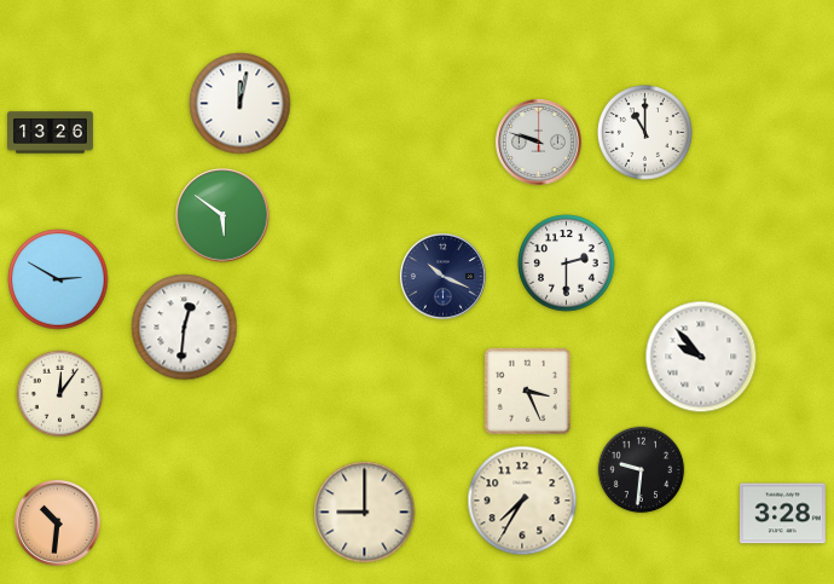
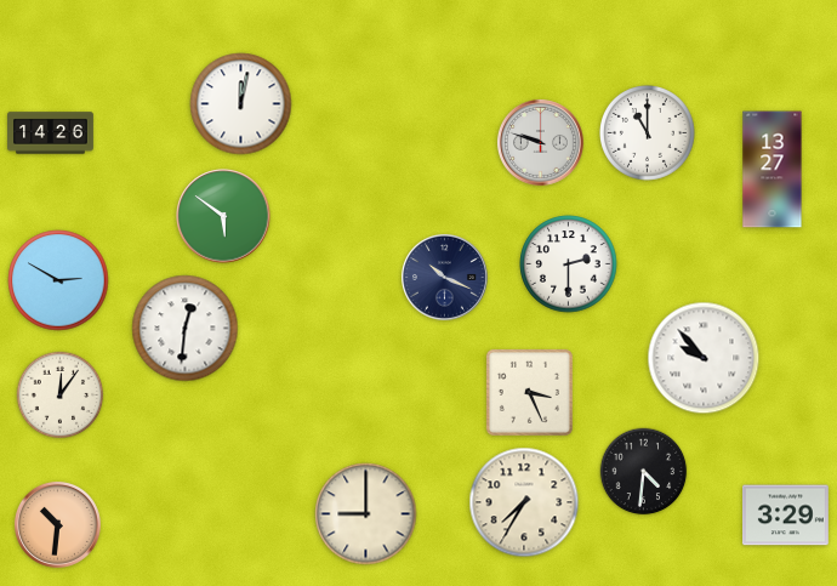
clock at (51, 133): 13:26 -> 14:26
clock at (773, 170): none -> 13:27
clock at (642, 470): 9:31 -> 4:31
clock at (782, 514): 3:28 -> 3:29
